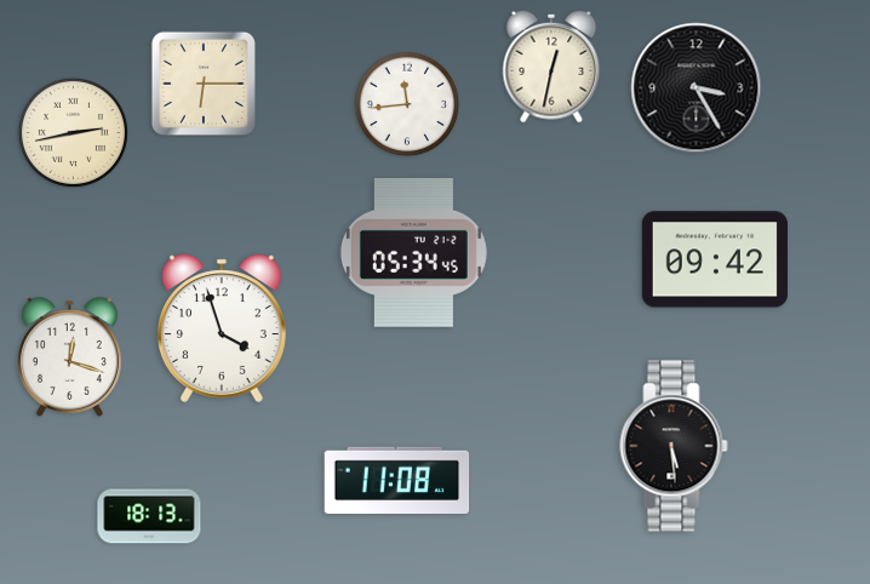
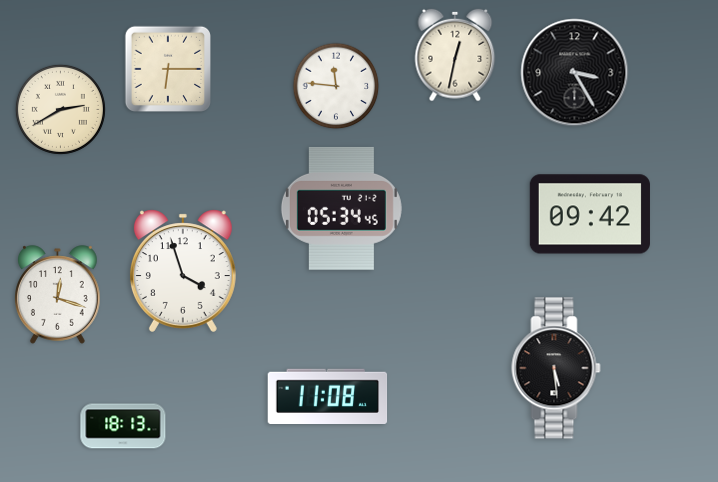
clock at (407, 104): 11:44 -> 11:46
clock at (73, 132): 2:43 -> 2:40
